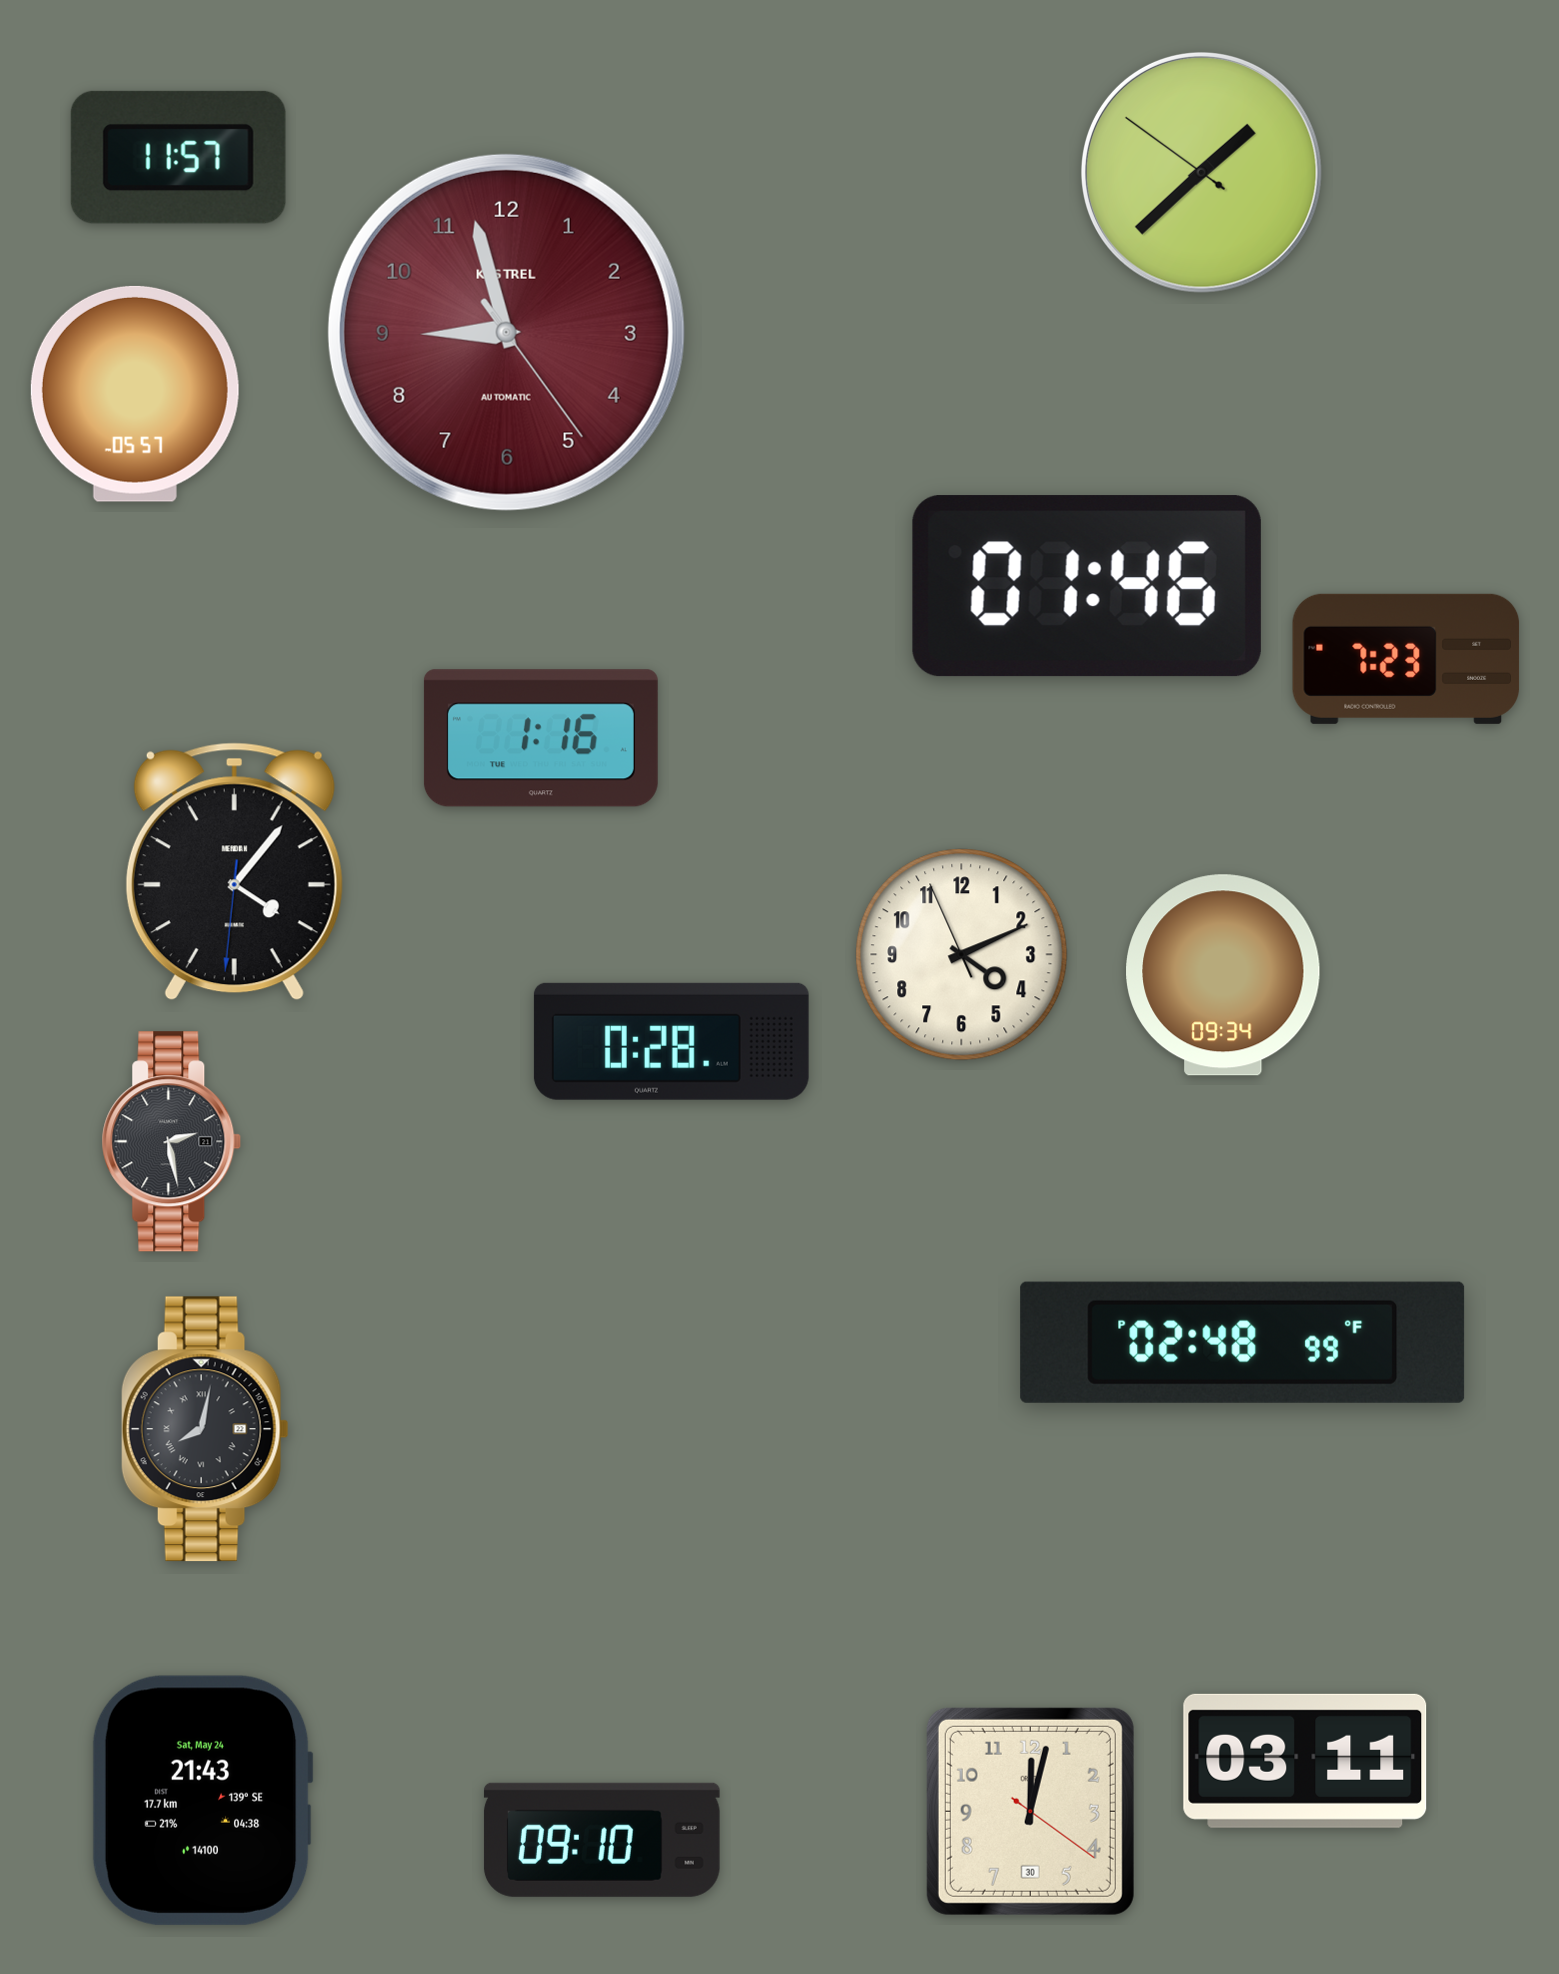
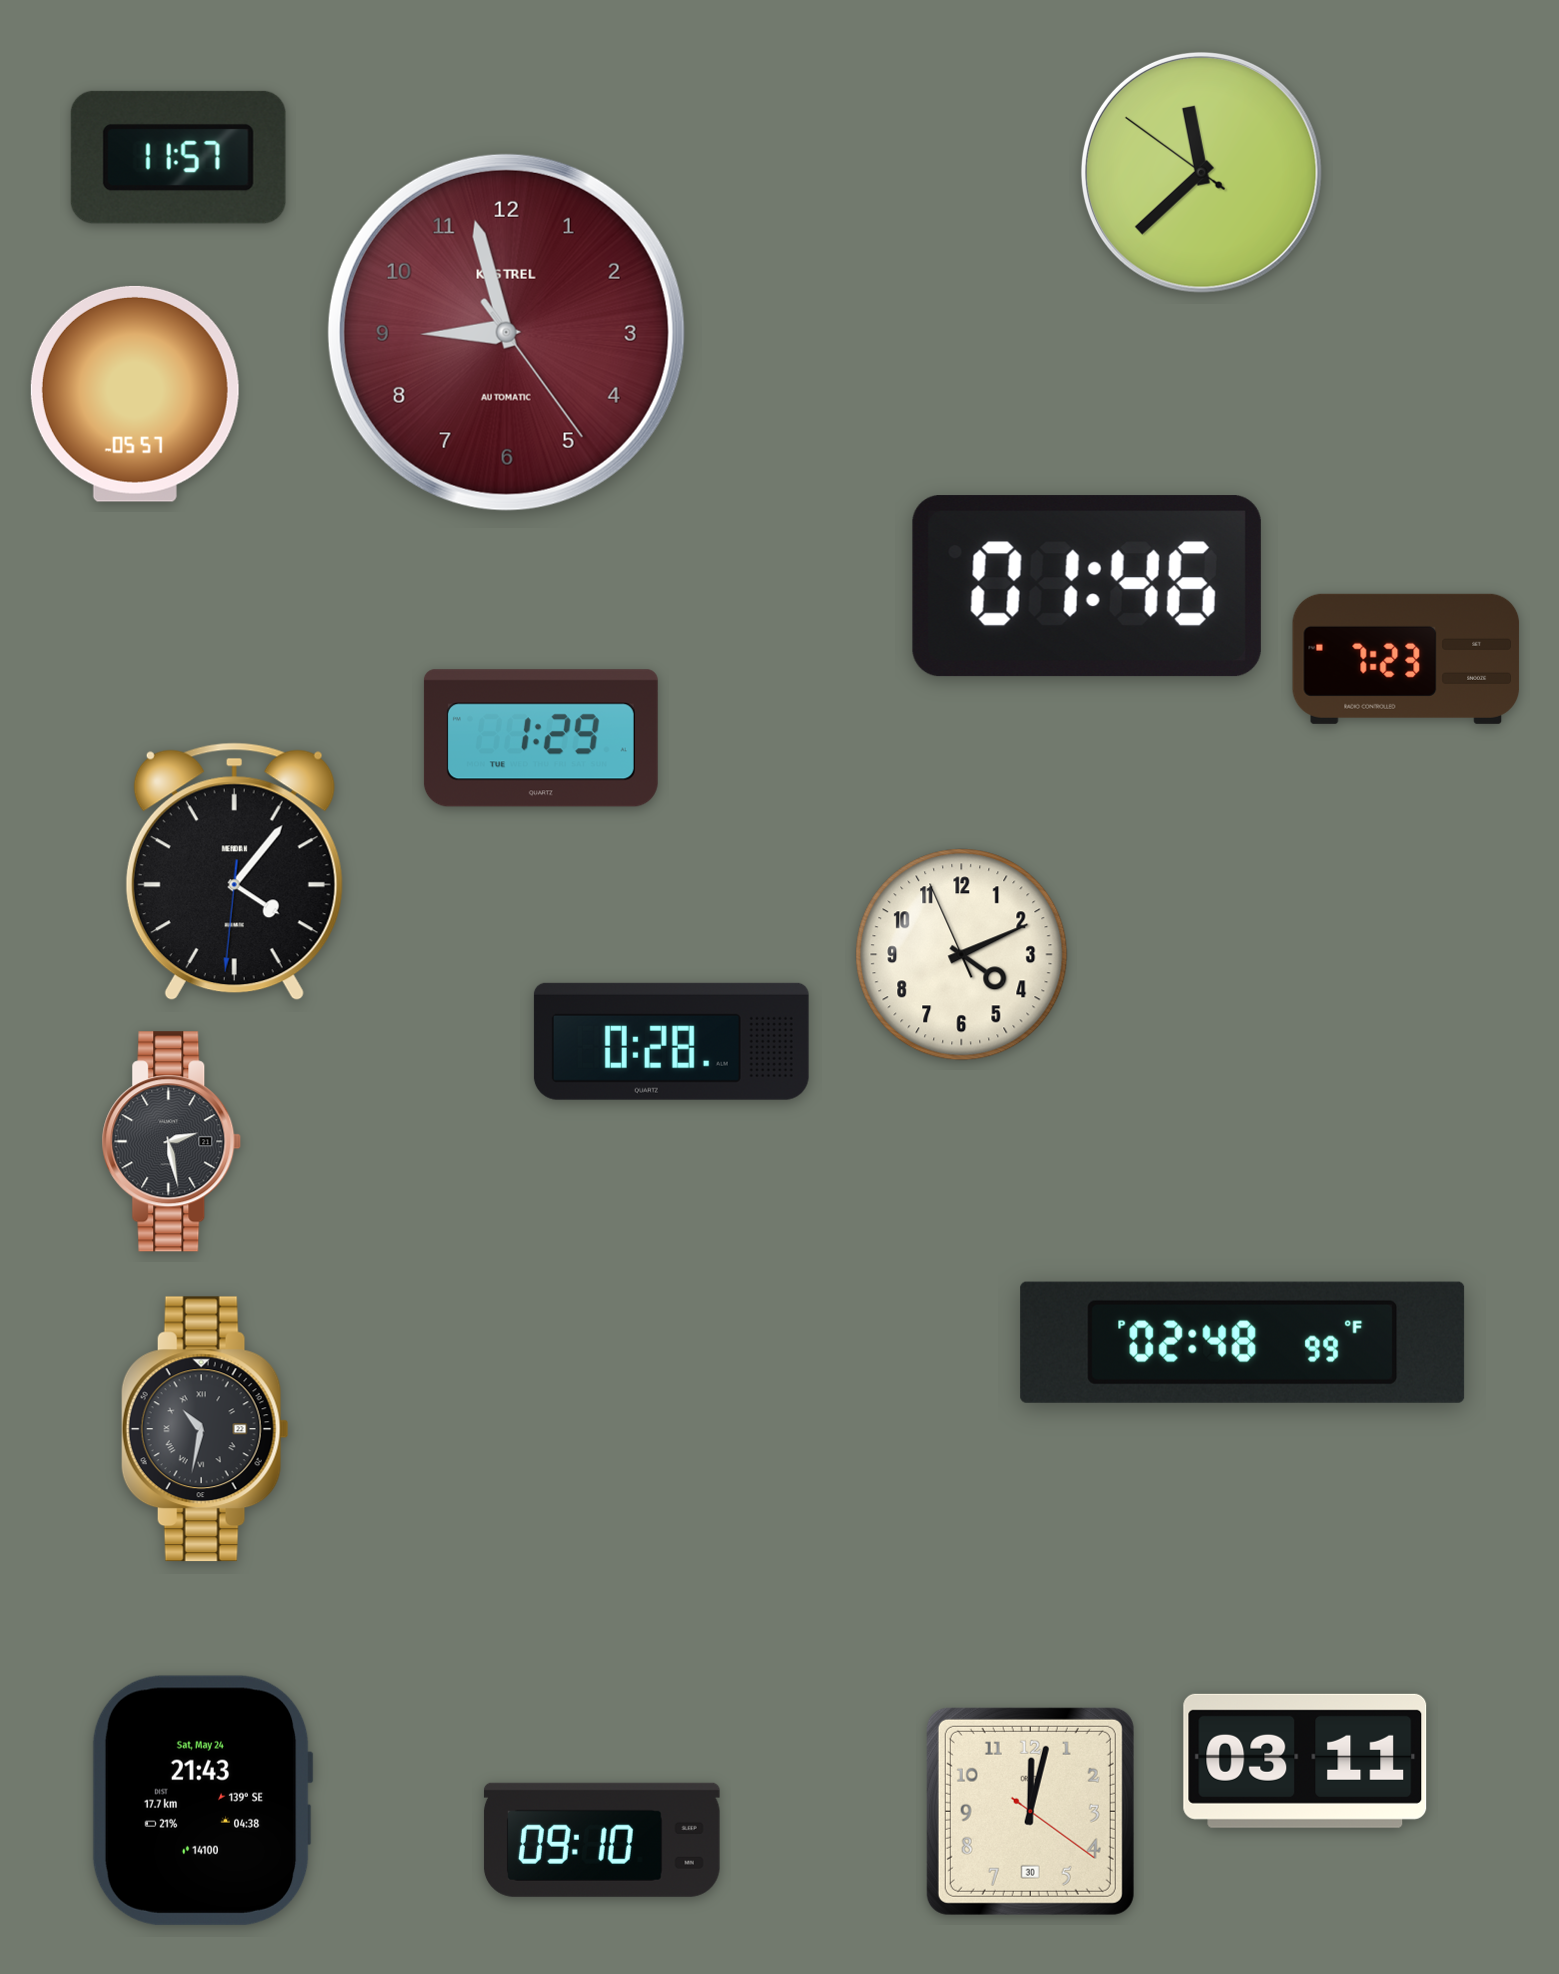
clock at (1201, 172): 1:37 -> 11:37
clock at (541, 738): 1:16 -> 1:29
clock at (1223, 975): 09:34 -> none
clock at (205, 1429): 8:02 -> 10:32
